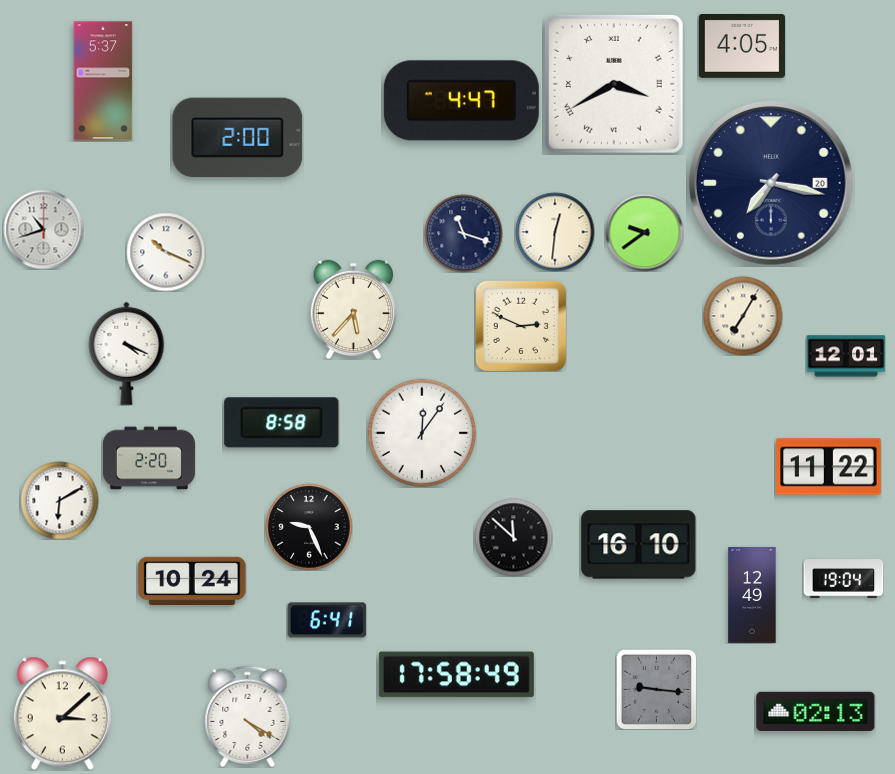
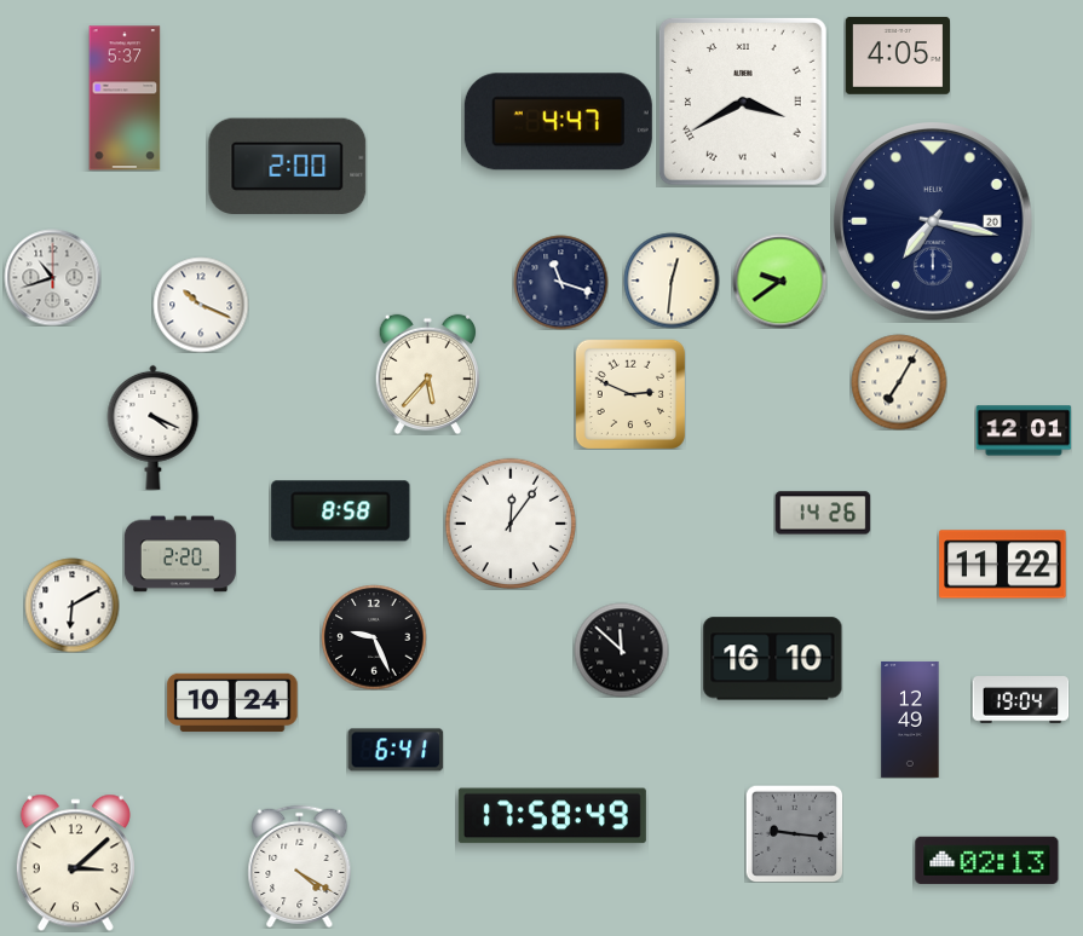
clock at (823, 513): none -> 14:26
